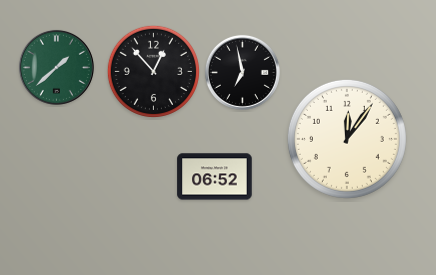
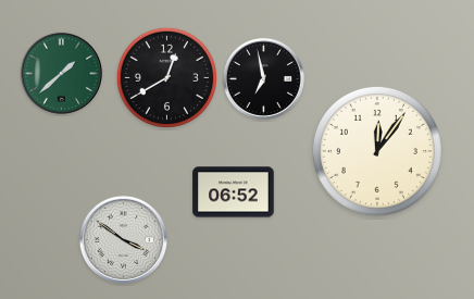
clock at (153, 71): 12:53 -> 12:40
clock at (123, 239): none -> 3:51
